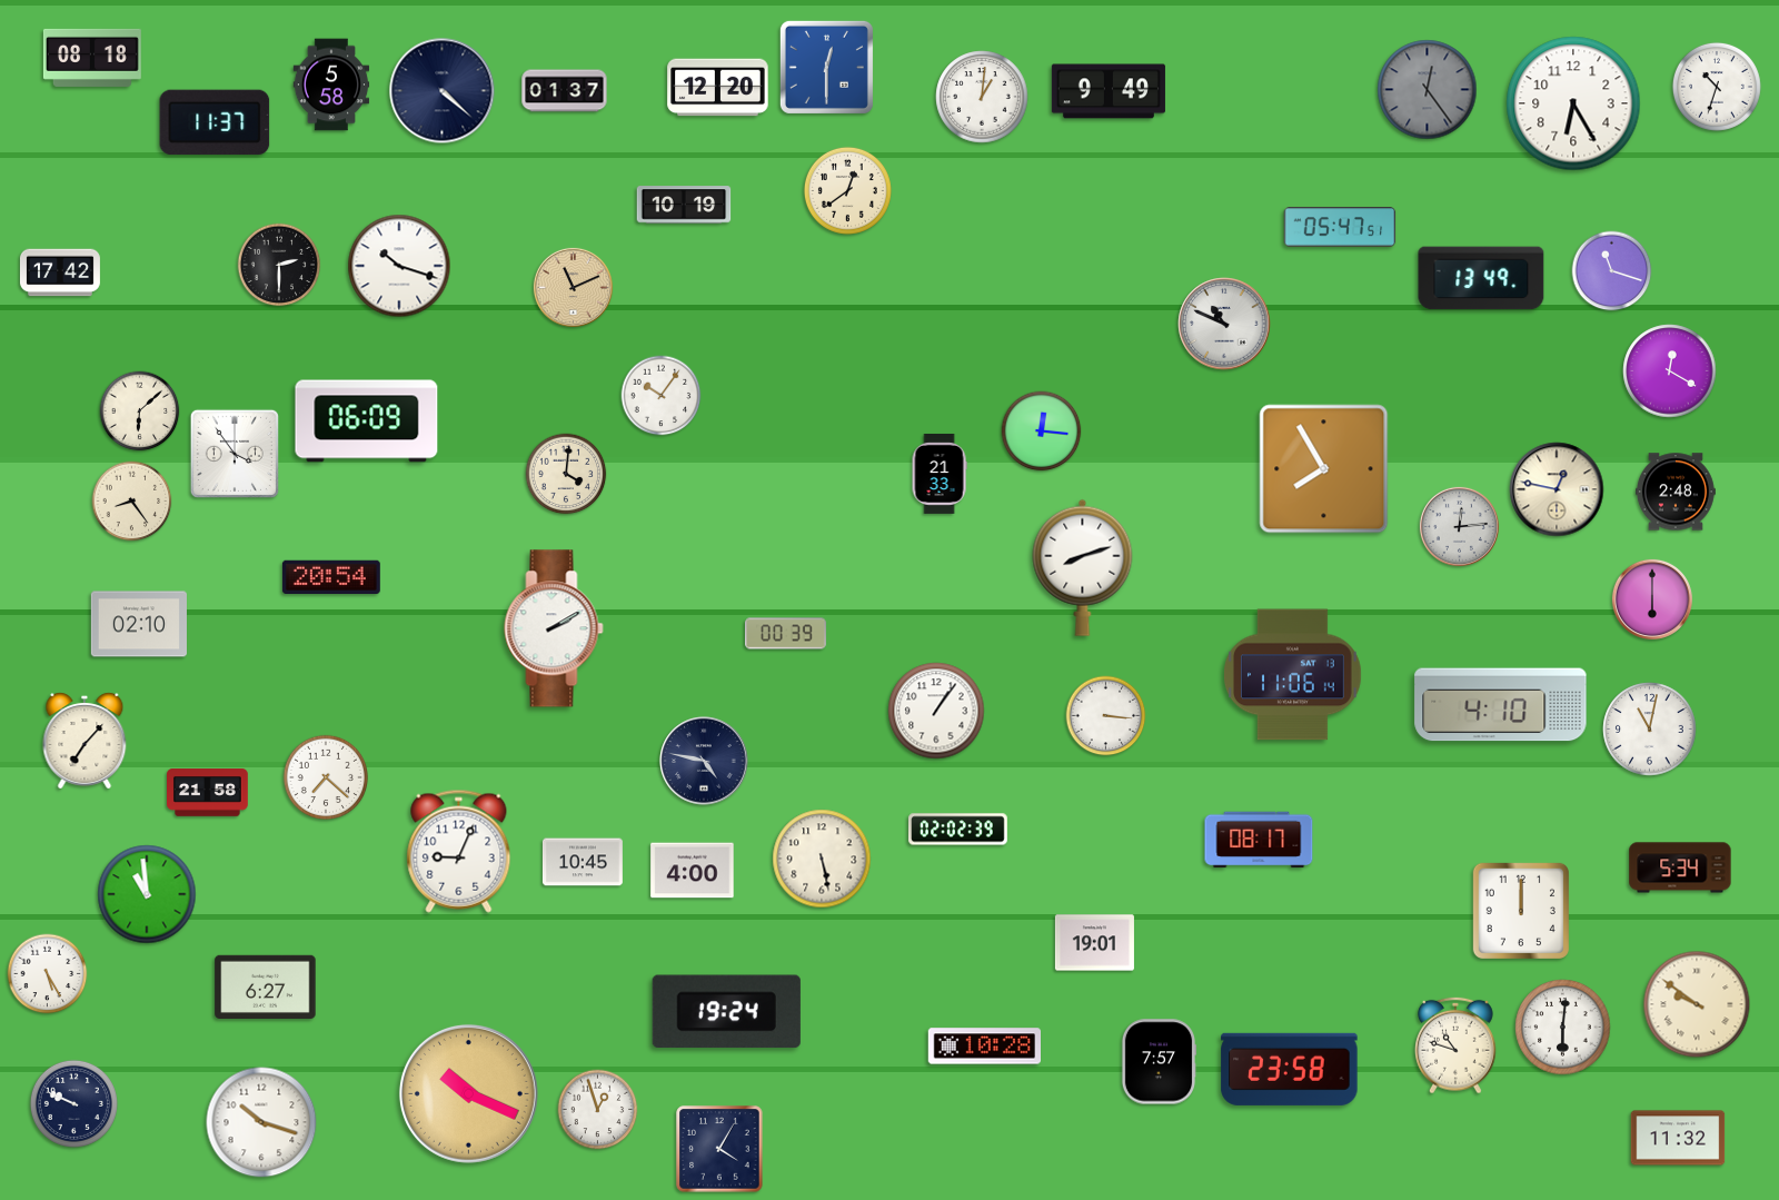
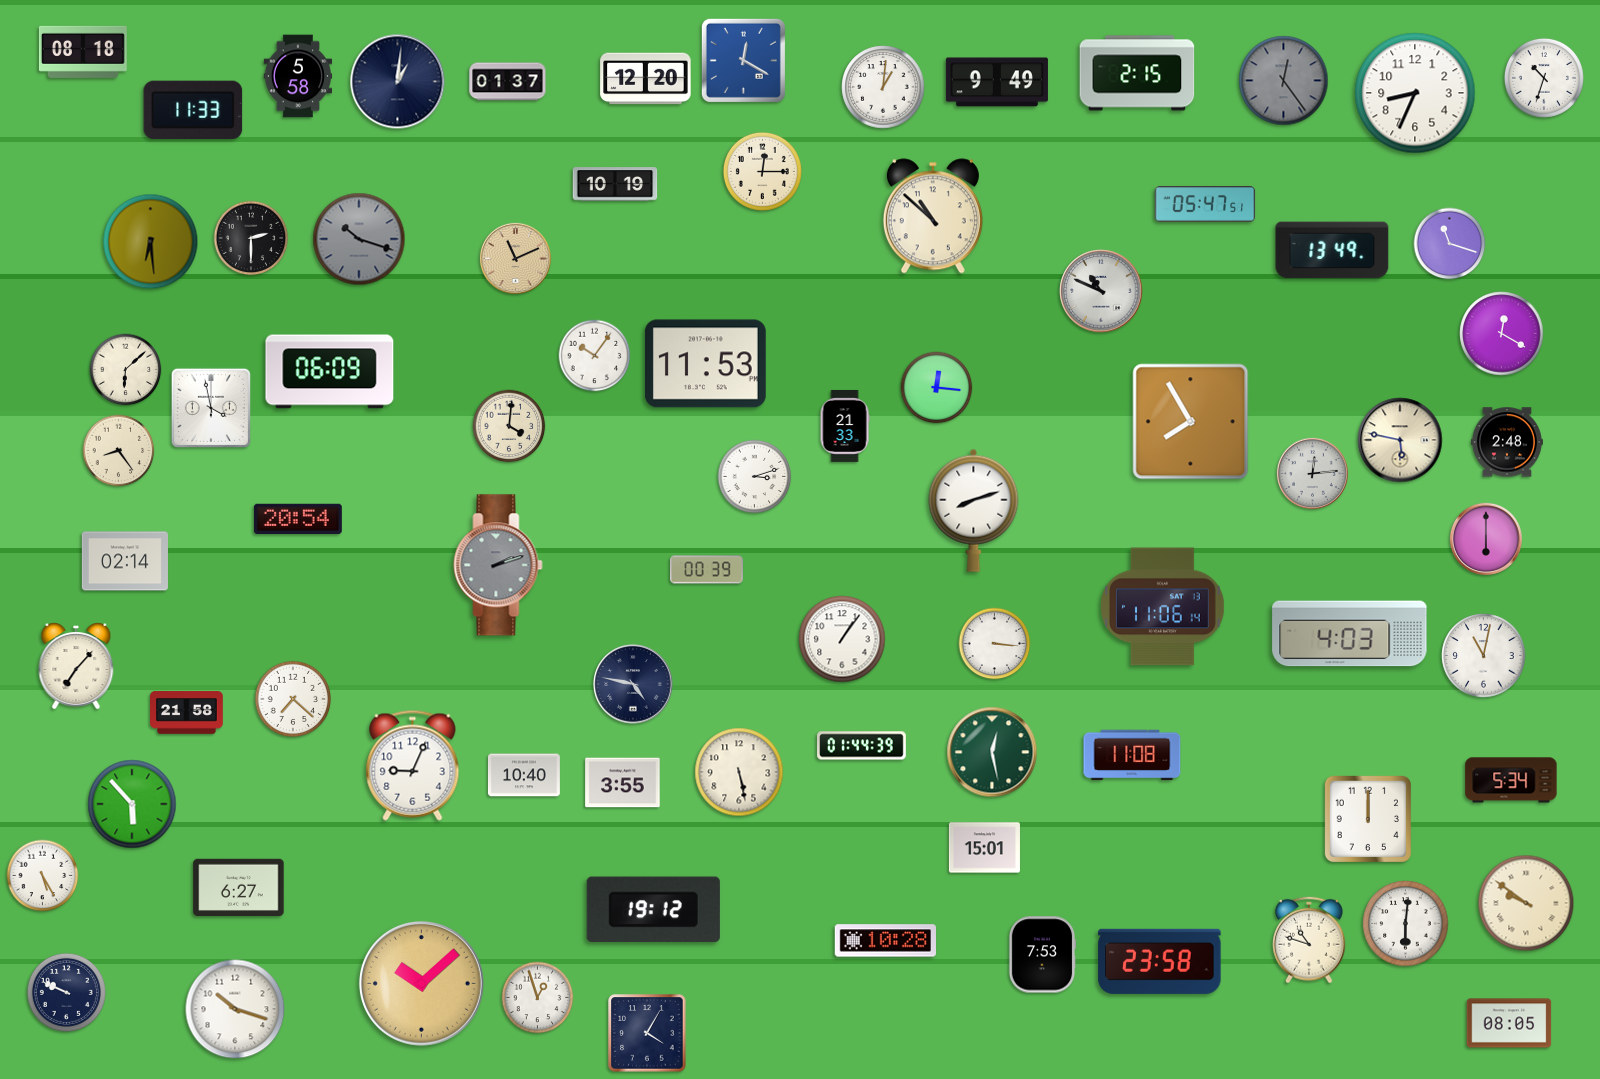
clock at (826, 67): 12:30 -> 12:20
clock at (1137, 73): none -> 2:15
clock at (443, 91): 4:22 -> 1:01
clock at (1573, 103): 6:25 -> 8:34
clock at (215, 122): 11:37 -> 11:33
clock at (847, 190): 12:39 -> 12:15
clock at (933, 216): none -> 10:52
clock at (399, 266) dial: white -> grey
clock at (151, 242): none -> 6:29
clock at (60, 272): 17:42 -> none
clock at (706, 364): none -> 11:53
clock at (367, 422) position: (367, 422) -> (330, 372)
clock at (235, 454): 3:54 -> 3:58
clock at (1557, 489): 12:47 -> 5:47
clock at (755, 477): none -> 3:12
clock at (139, 624): 02:10 -> 02:14
clock at (554, 628): 2:10 -> 2:12
clock at (554, 628) dial: white -> grey
clock at (1501, 705): 4:10 -> 4:03
clock at (958, 830): 02:02 -> 01:44
clock at (992, 752): none -> 12:28
clock at (1259, 840): 08:17 -> 11:08
clock at (583, 862): 10:45 -> 10:40
clock at (693, 871): 4:00 -> 3:55
clock at (147, 894): 10:59 -> 5:53
clock at (1094, 943): 19:01 -> 15:01
clock at (726, 1012): 19:24 -> 19:12
clock at (1159, 1062): 7:57 -> 7:53
clock at (468, 1093): 10:19 -> 10:08
clock at (1678, 1138): 11:32 -> 08:05
